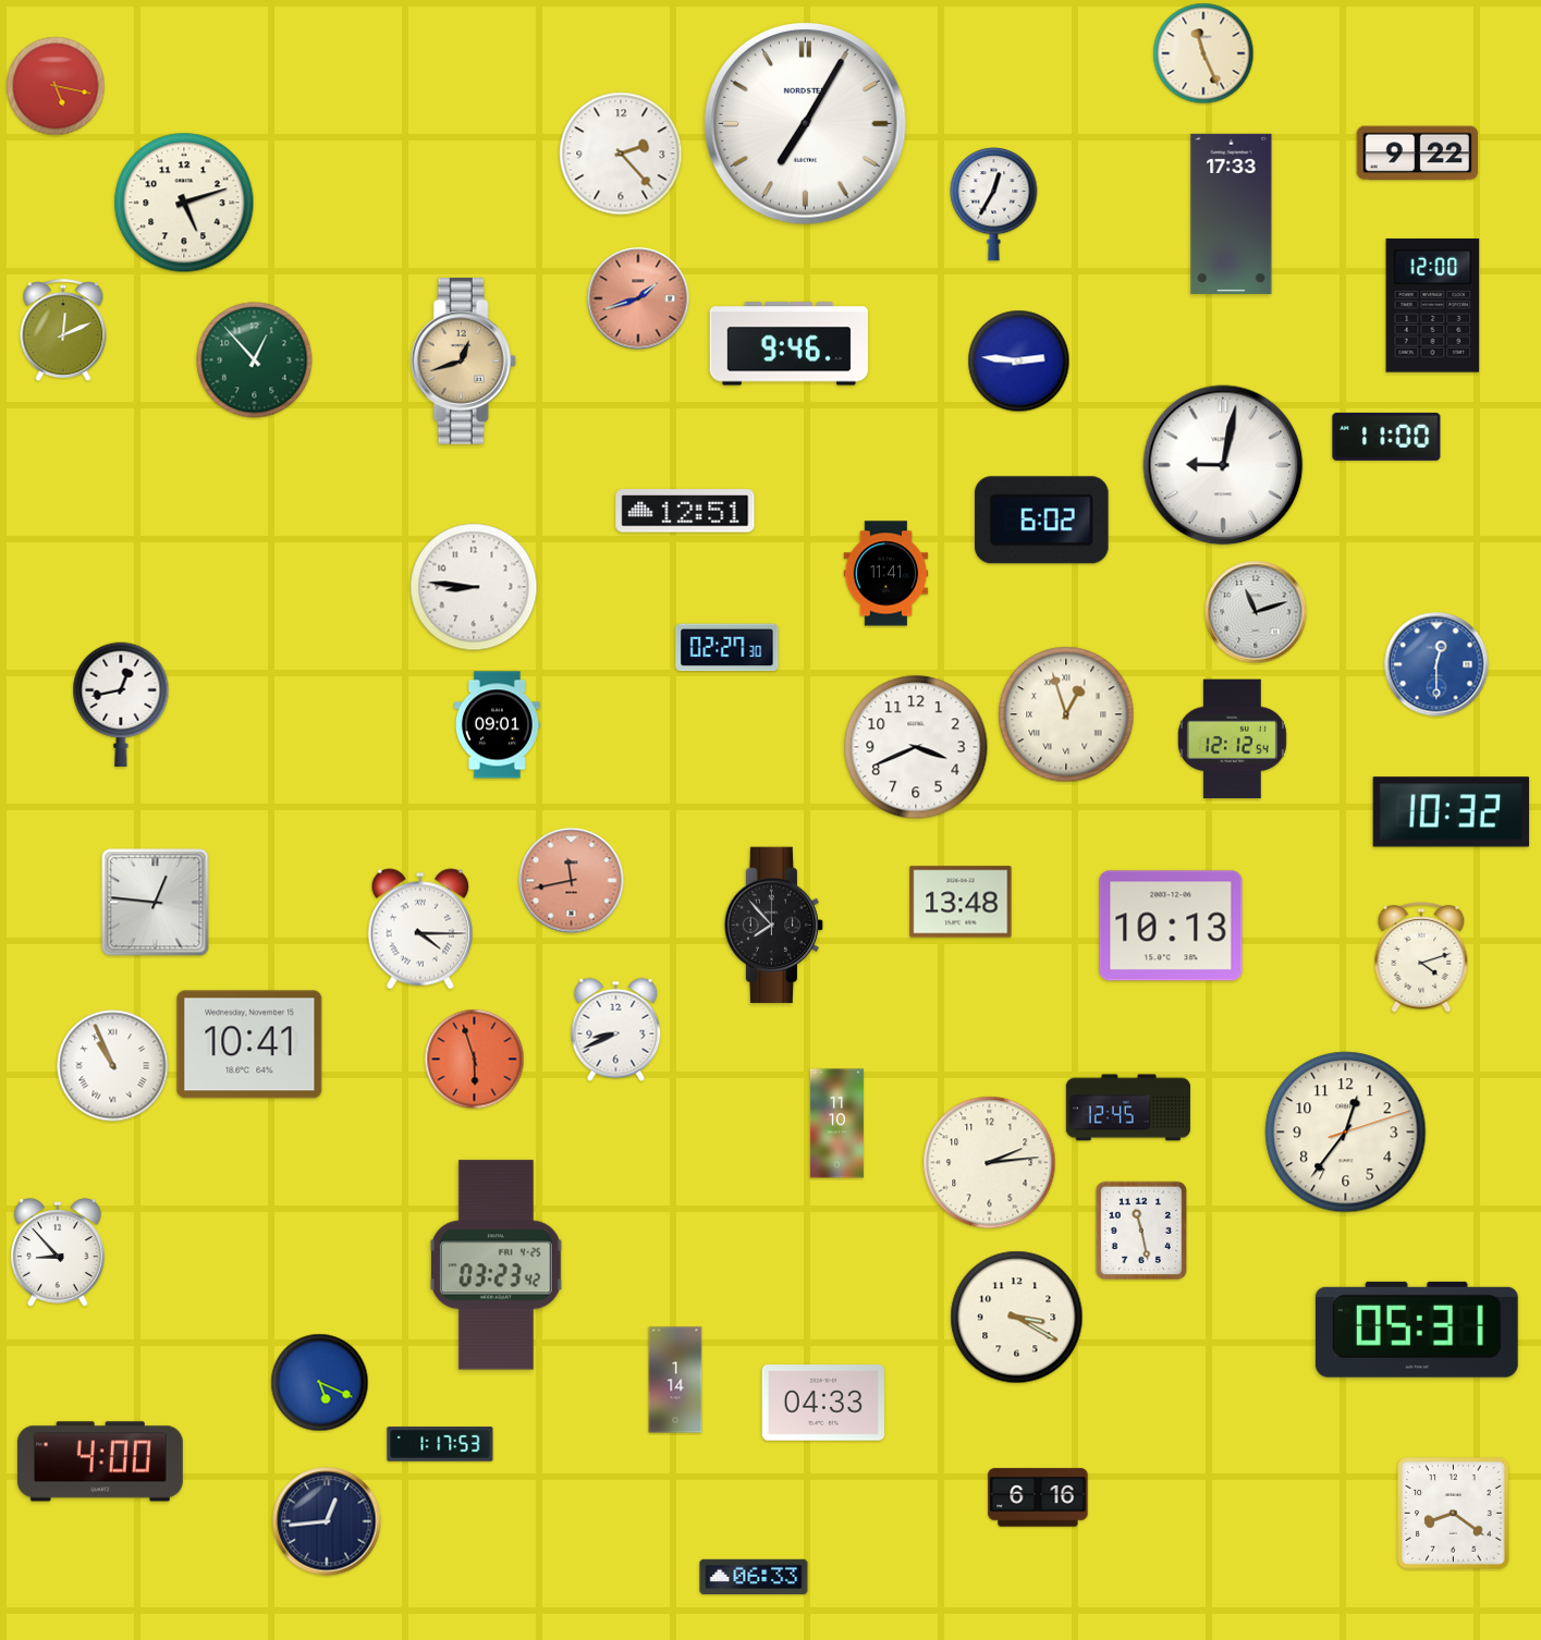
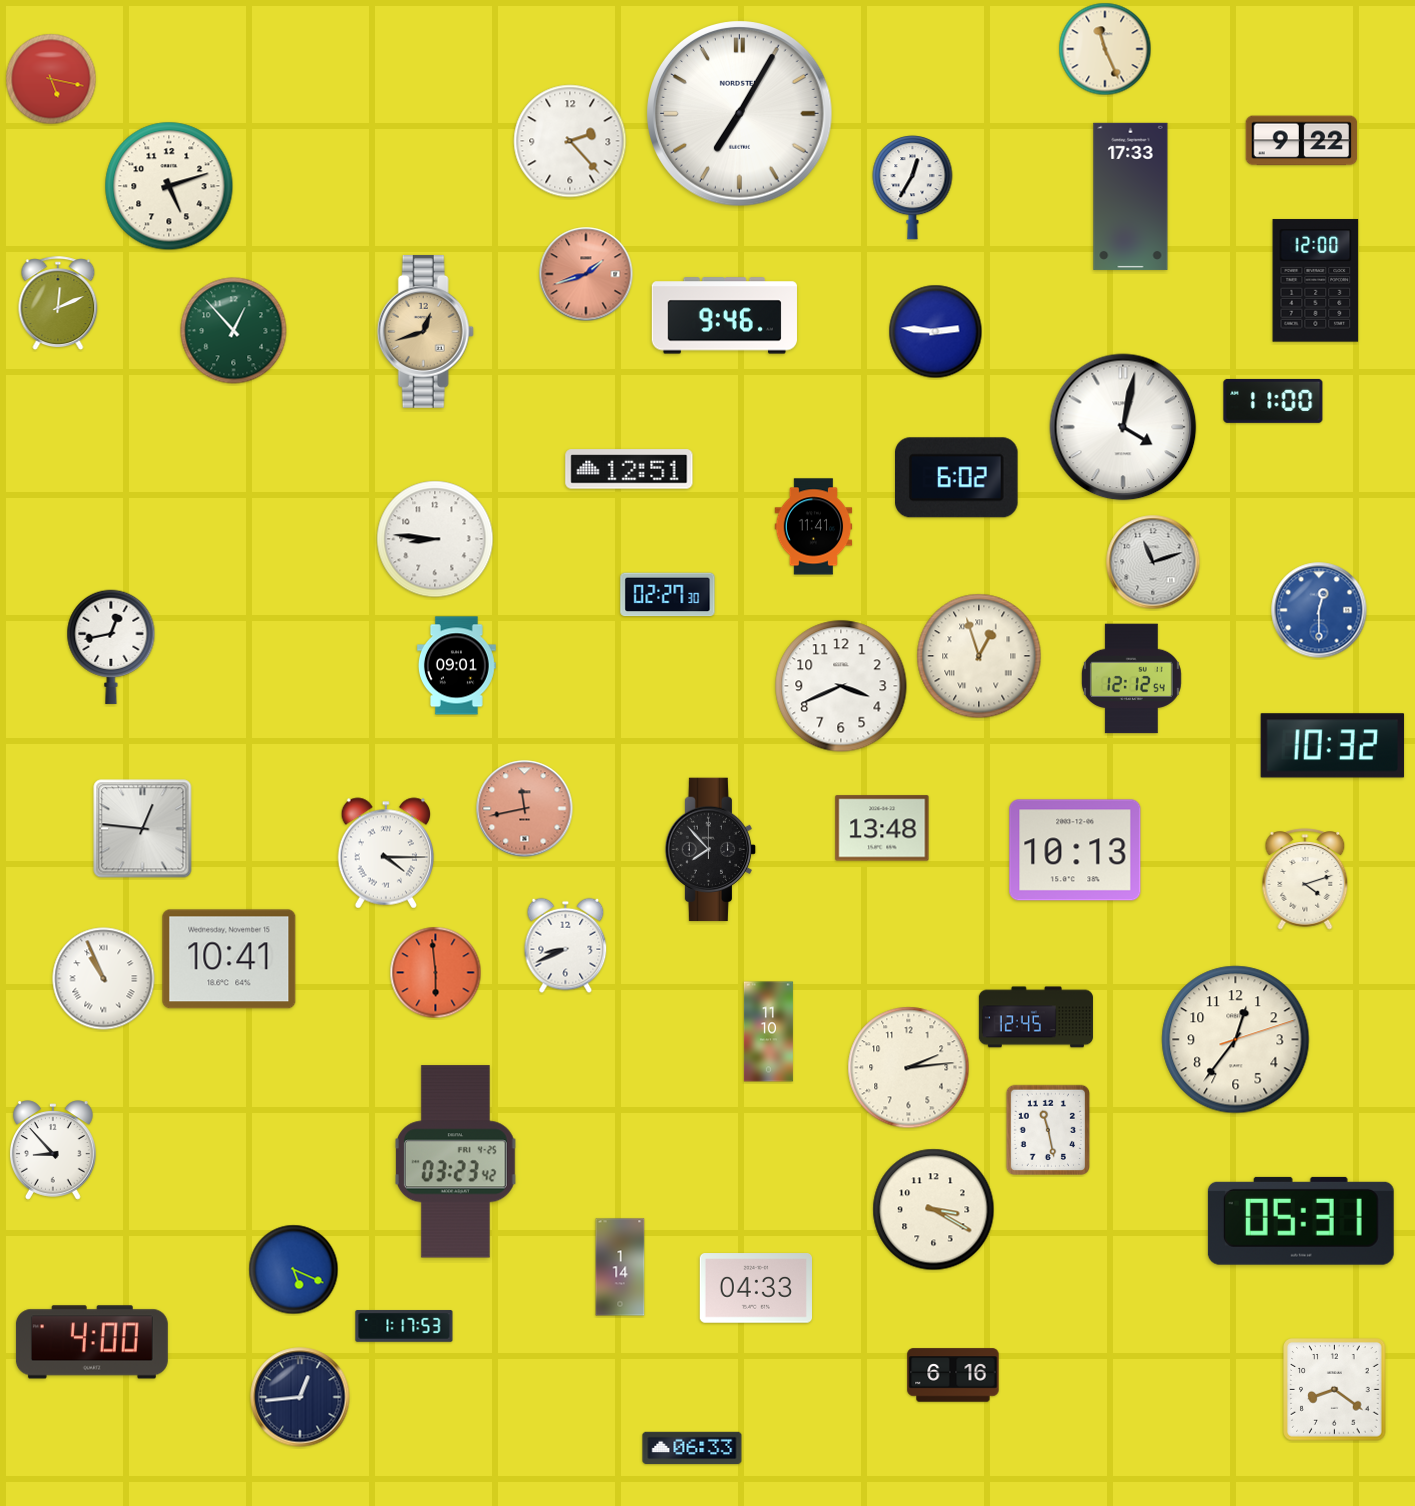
clock at (1223, 465): 9:02 -> 4:02
clock at (475, 1060): 5:57 -> 5:59
